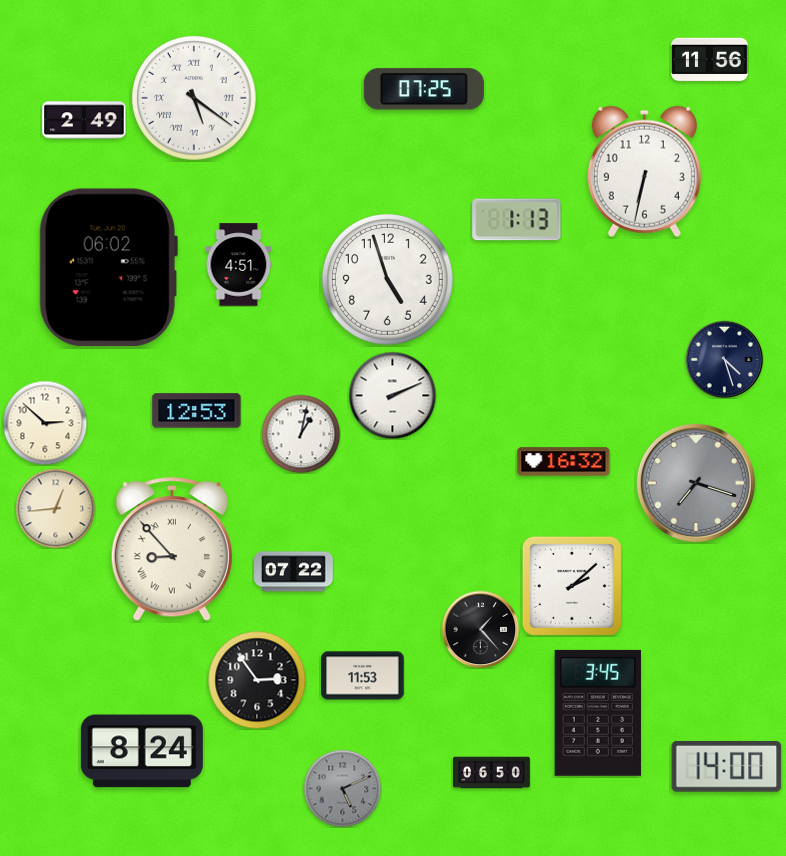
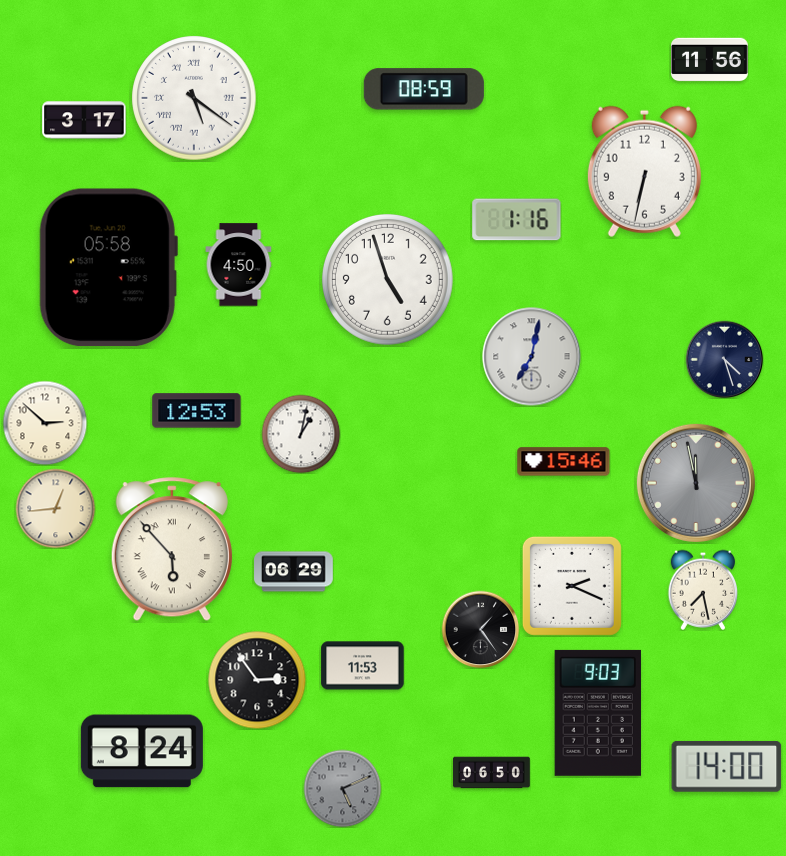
clock at (424, 89): 07:25 -> 08:59
clock at (84, 120): 2:49 -> 3:17
clock at (517, 220): 1:13 -> 1:16
clock at (239, 265): 4:51 -> 4:50
clock at (108, 268): 06:02 -> 05:58
clock at (532, 357): none -> 7:02
clock at (392, 395): 2:11 -> none
clock at (564, 462): 16:32 -> 15:46
clock at (696, 483): 7:18 -> 11:58
clock at (172, 550): 8:53 -> 5:53
clock at (294, 572): 07:22 -> 06:29
clock at (572, 586): 2:08 -> 2:19
clock at (703, 590): none -> 7:28
clock at (480, 629): 1:23 -> 1:24
clock at (363, 676) position: (363, 676) -> (363, 666)
clock at (597, 713): 3:45 -> 9:03
